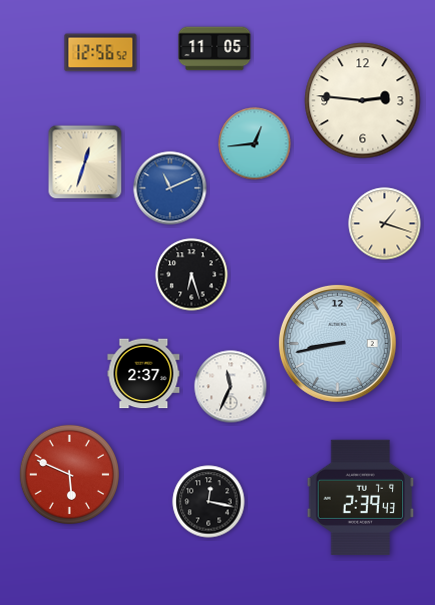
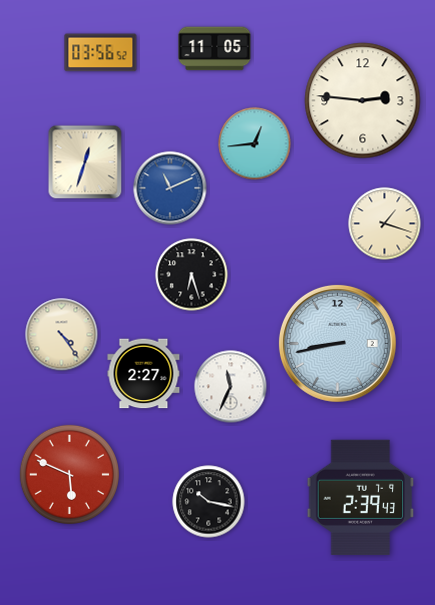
clock at (101, 53): 12:56 -> 03:56
clock at (62, 335): none -> 4:24
clock at (144, 374): 2:37 -> 2:27
clock at (209, 502): 12:17 -> 10:17
